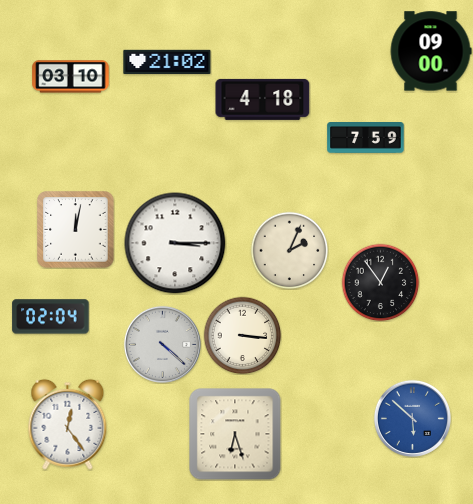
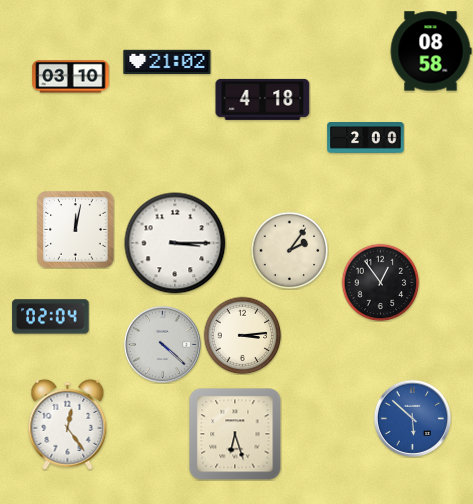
clock at (431, 51): 09:00 -> 08:58
clock at (366, 138): 7:59 -> 2:00
clock at (289, 250): 2:04 -> 2:06
clock at (242, 335): 3:16 -> 3:14
